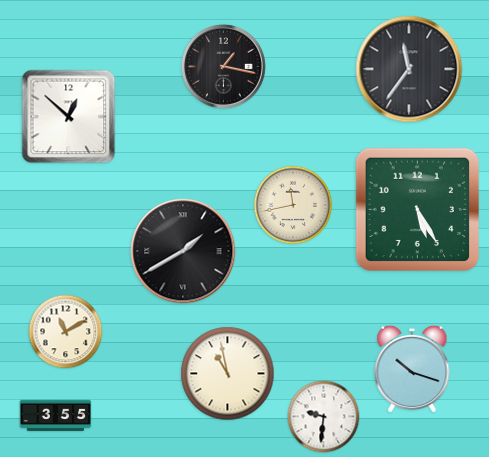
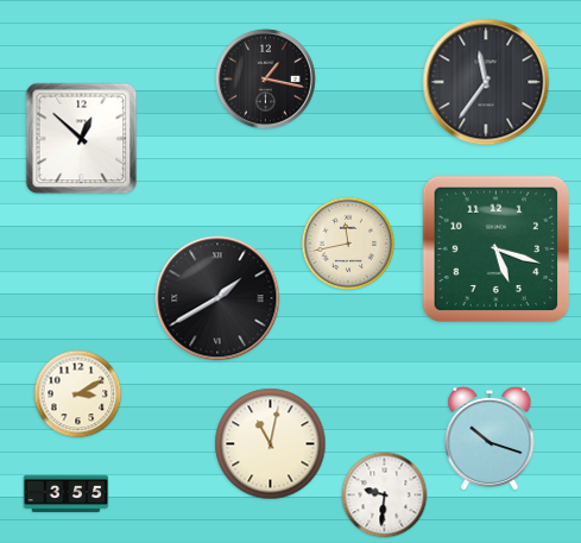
clock at (418, 210): 5:25 -> 5:18
clock at (66, 332): 11:10 -> 3:10
clock at (228, 374): 10:58 -> 11:02
